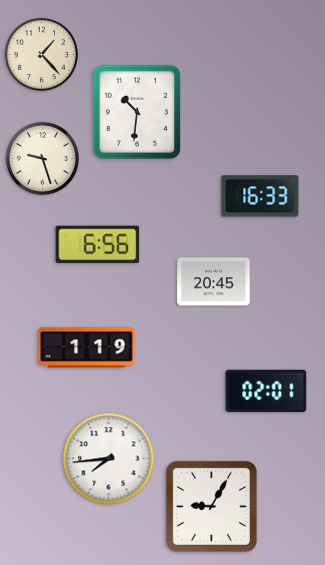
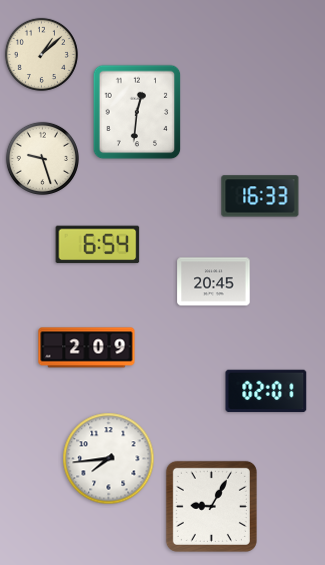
clock at (41, 54): 1:23 -> 1:08
clock at (137, 112): 10:31 -> 12:31
clock at (98, 245): 6:56 -> 6:54
clock at (87, 348): 1:19 -> 2:09
